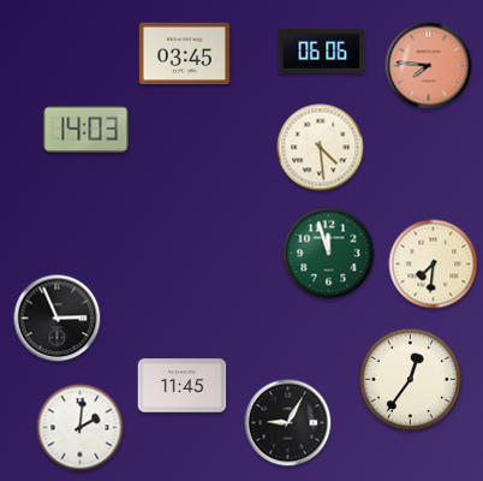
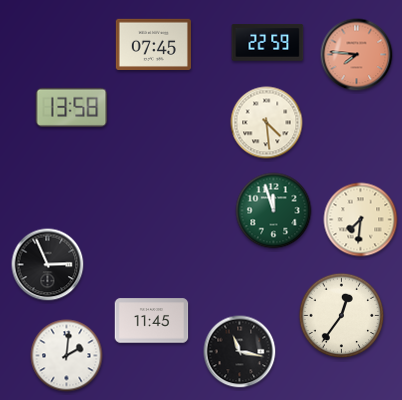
clock at (322, 52): 06:06 -> 22:59
clock at (184, 53): 03:45 -> 07:45
clock at (87, 129): 14:03 -> 13:58
clock at (288, 423): 9:05 -> 11:17
